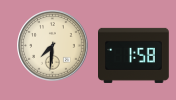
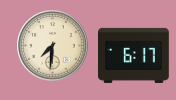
clock at (134, 55): 1:58 -> 6:17
